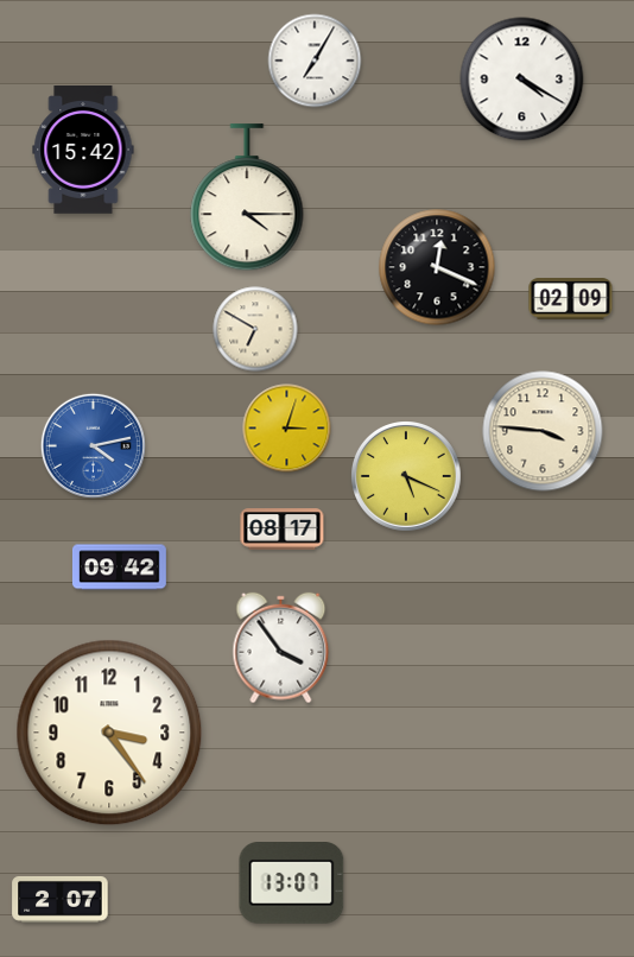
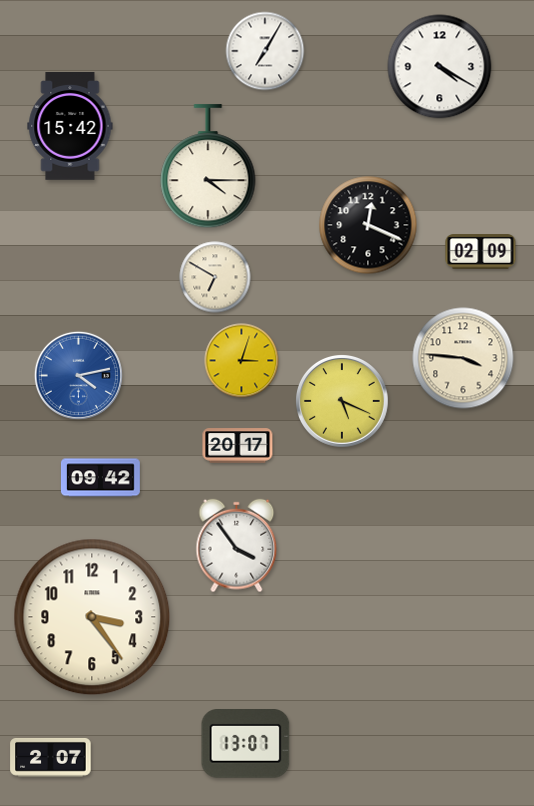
clock at (543, 431) position: (543, 431) -> (463, 358)
clock at (283, 530): 08:17 -> 20:17
